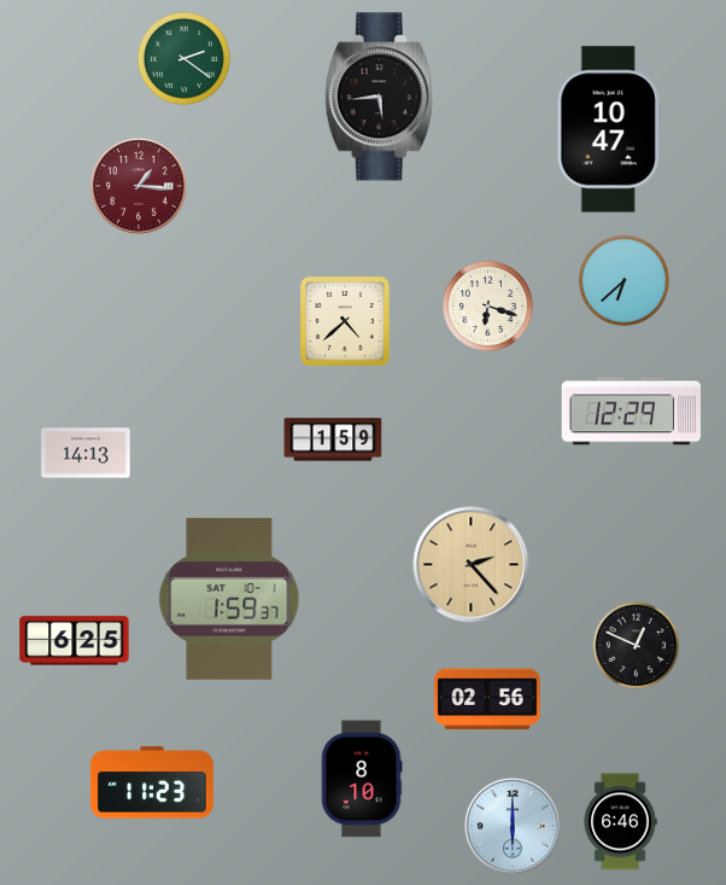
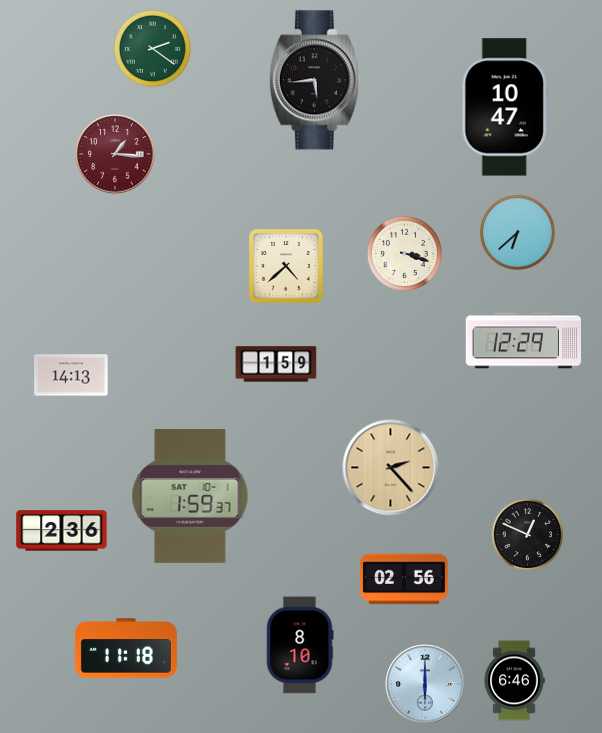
clock at (487, 305): 6:18 -> 3:18
clock at (75, 641): 6:25 -> 2:36
clock at (152, 782): 11:23 -> 11:18
